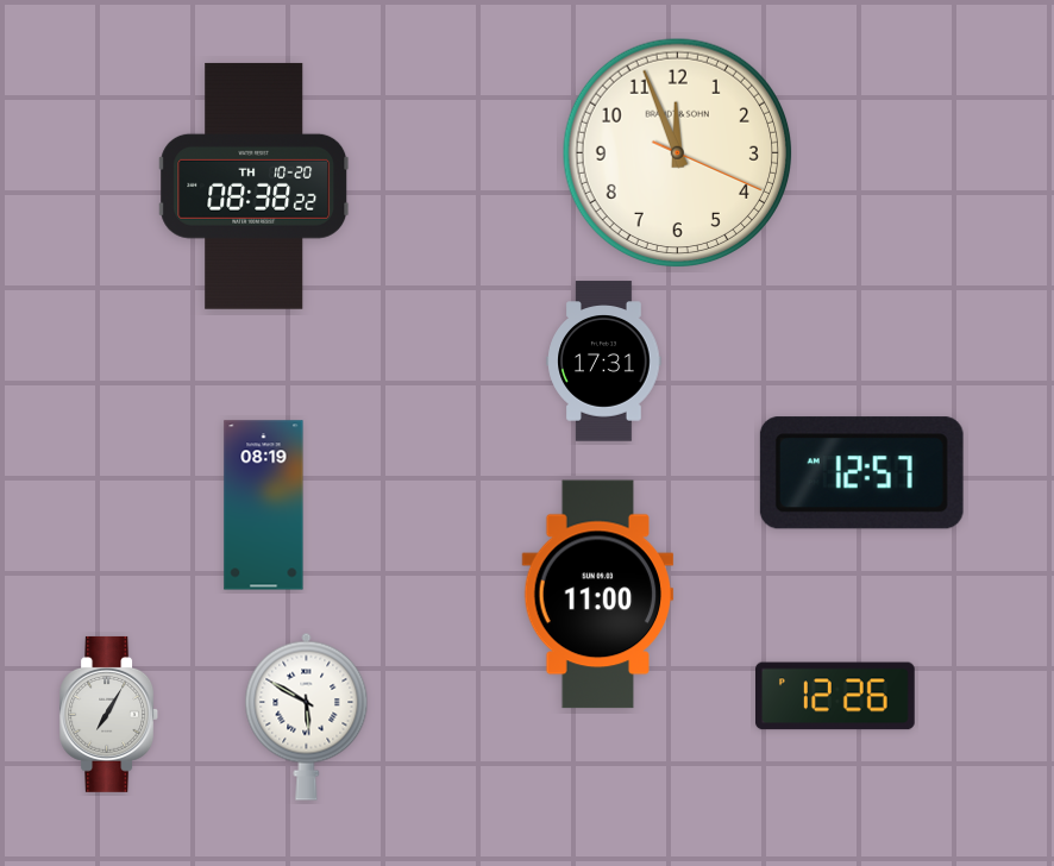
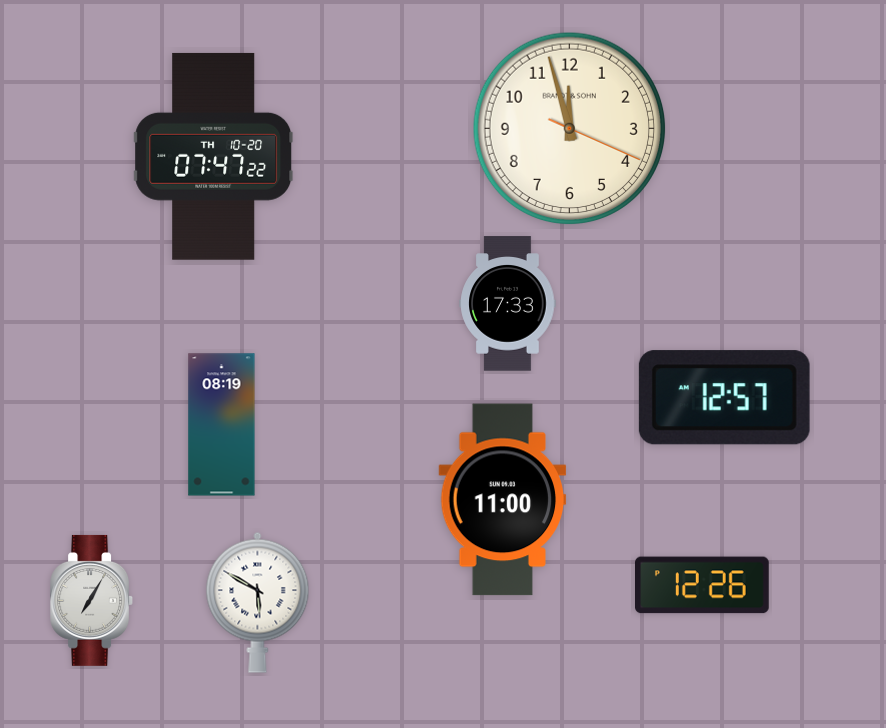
clock at (678, 153): 11:56 -> 11:57
clock at (255, 186): 08:38 -> 07:47
clock at (604, 362): 17:31 -> 17:33
